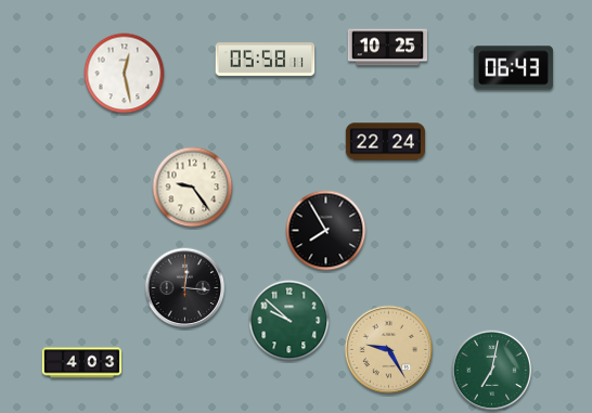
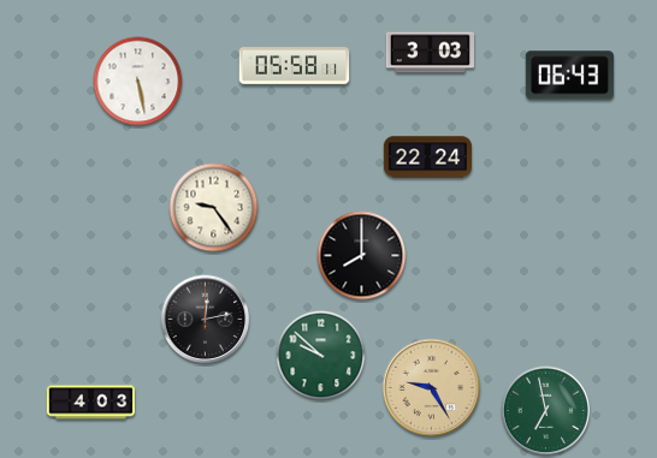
clock at (387, 48): 10:25 -> 3:03
clock at (125, 74): 12:28 -> 5:28
clock at (326, 231): 7:55 -> 8:00
clock at (185, 288): 12:16 -> 12:13
clock at (492, 371): 7:02 -> 6:58
